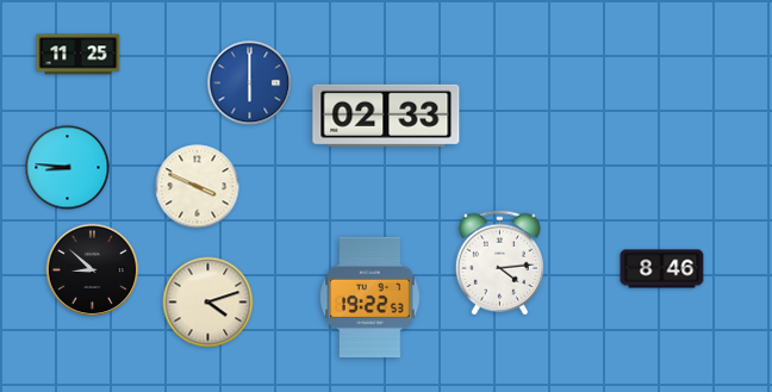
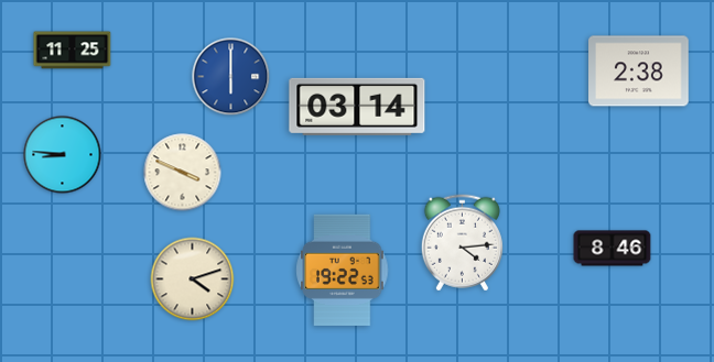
clock at (639, 72): none -> 2:38
clock at (386, 116): 02:33 -> 03:14
clock at (93, 270): 8:52 -> none
clock at (371, 297) position: (371, 297) -> (343, 270)
